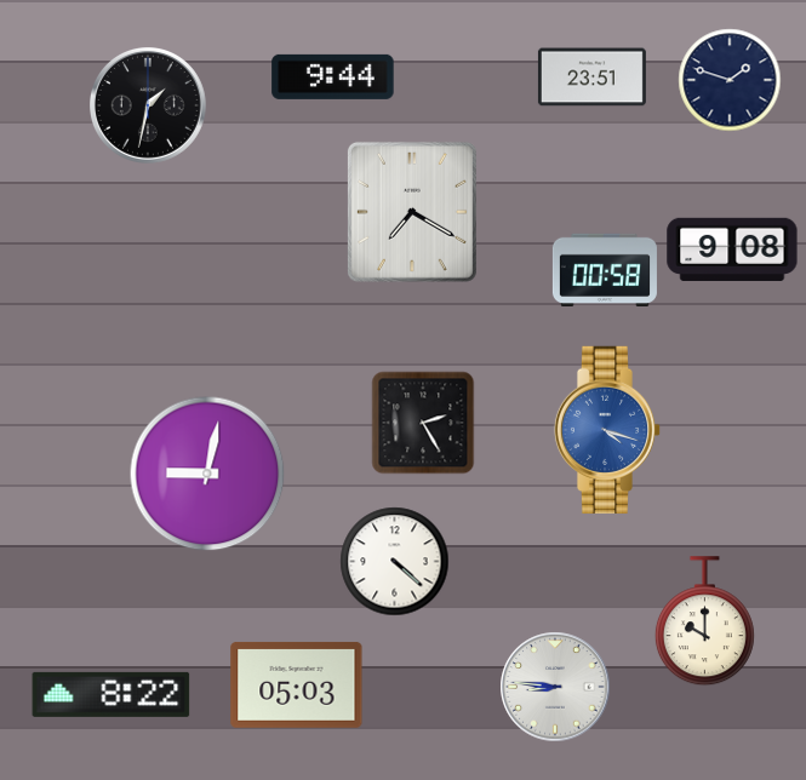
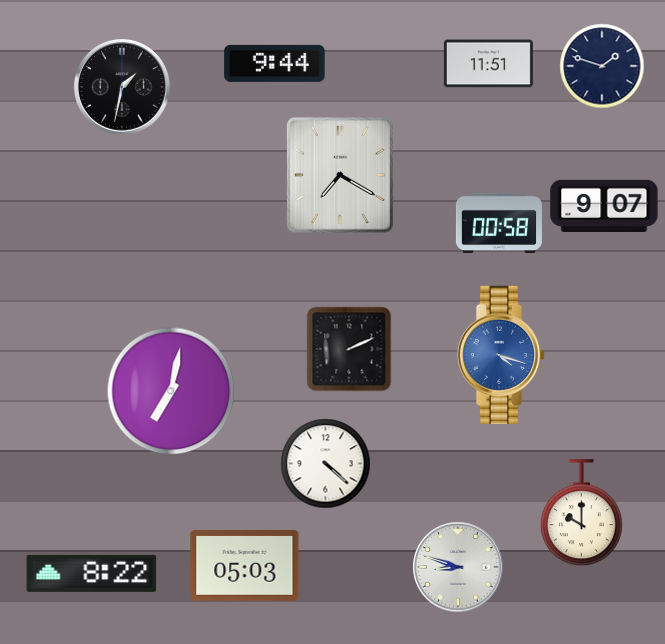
clock at (591, 78): 23:51 -> 11:51
clock at (732, 250): 9:08 -> 9:07
clock at (423, 423): 2:25 -> 2:11
clock at (207, 474): 9:02 -> 7:02
clock at (555, 687): 8:46 -> 8:48
